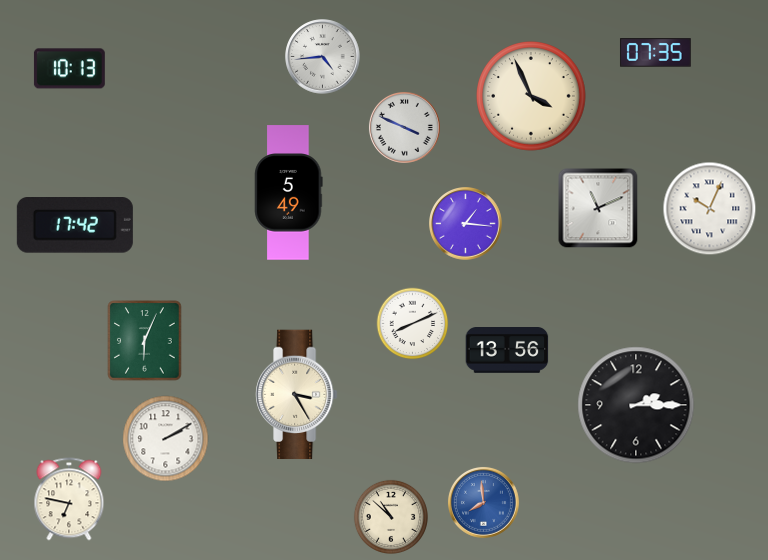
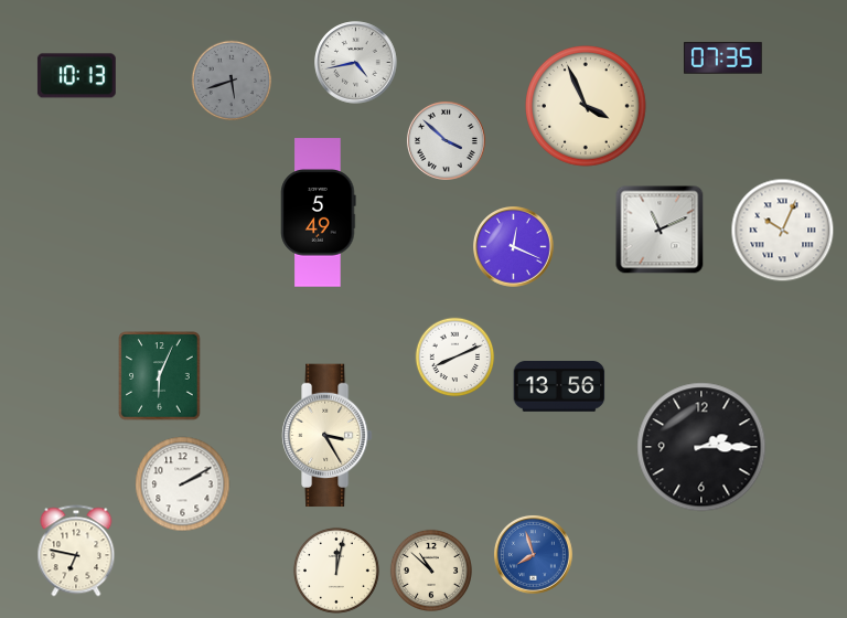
clock at (323, 57): 4:44 -> 4:43
clock at (232, 81): none -> 5:42
clock at (404, 127): 3:49 -> 3:52
clock at (466, 224): 1:16 -> 12:19
clock at (75, 225): 17:42 -> none
clock at (483, 502): 7:59 -> 7:57
clock at (336, 571): none -> 12:02
